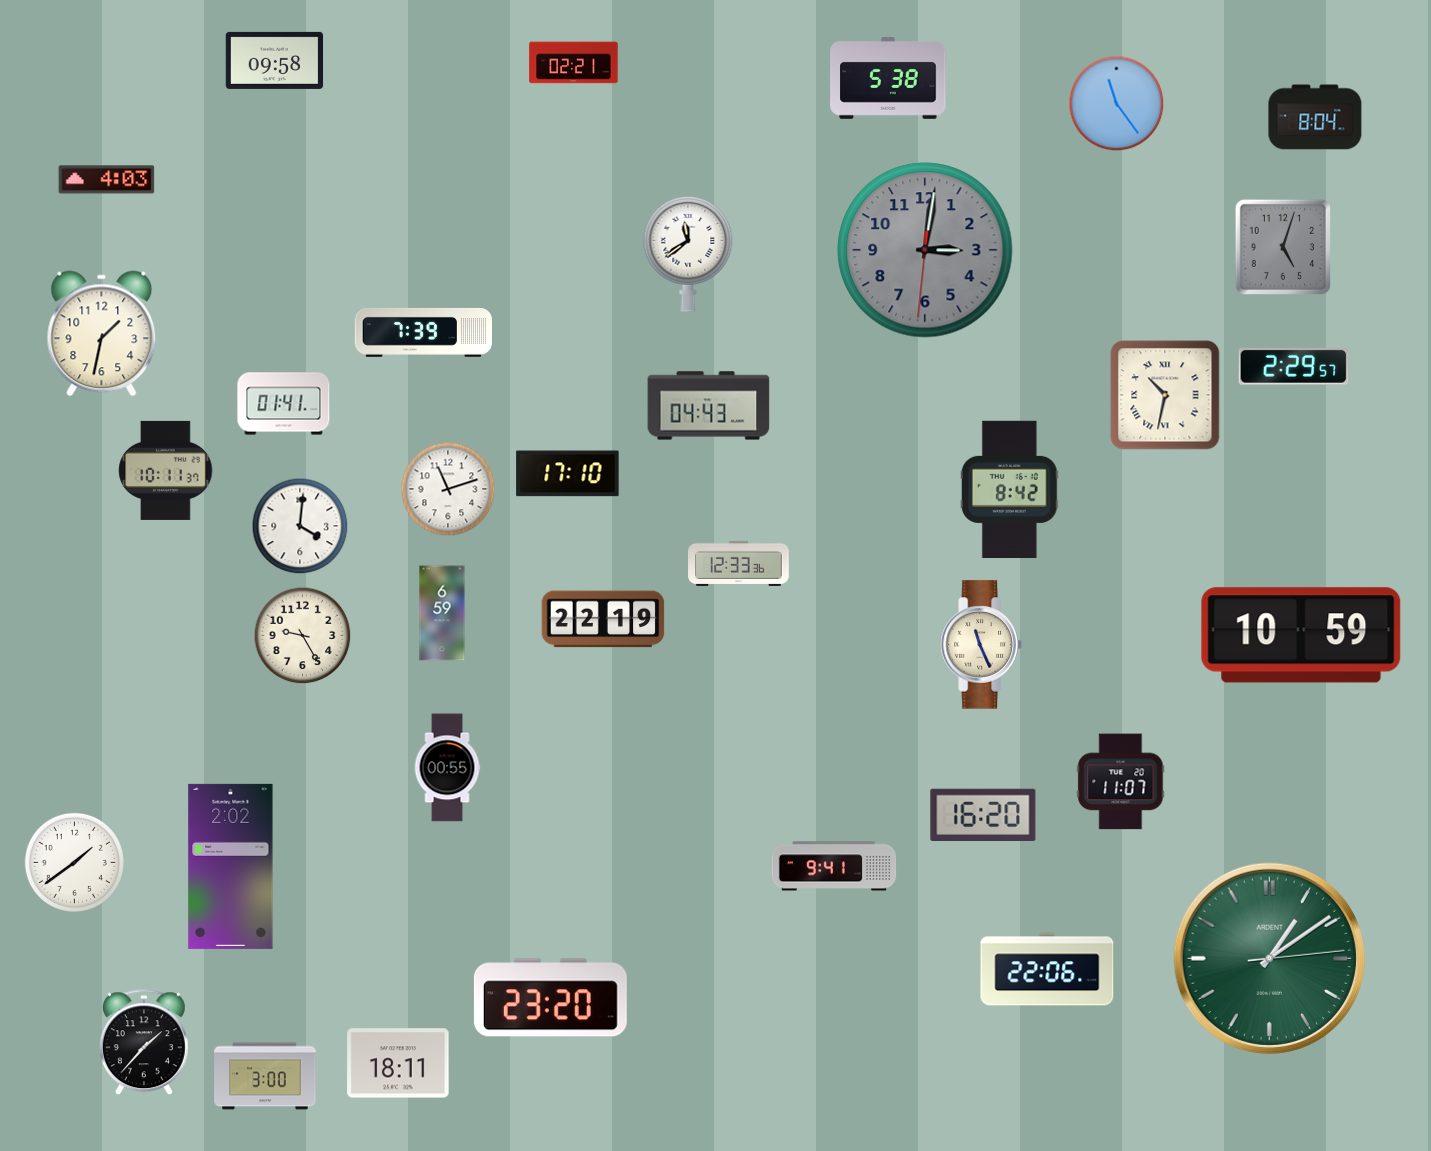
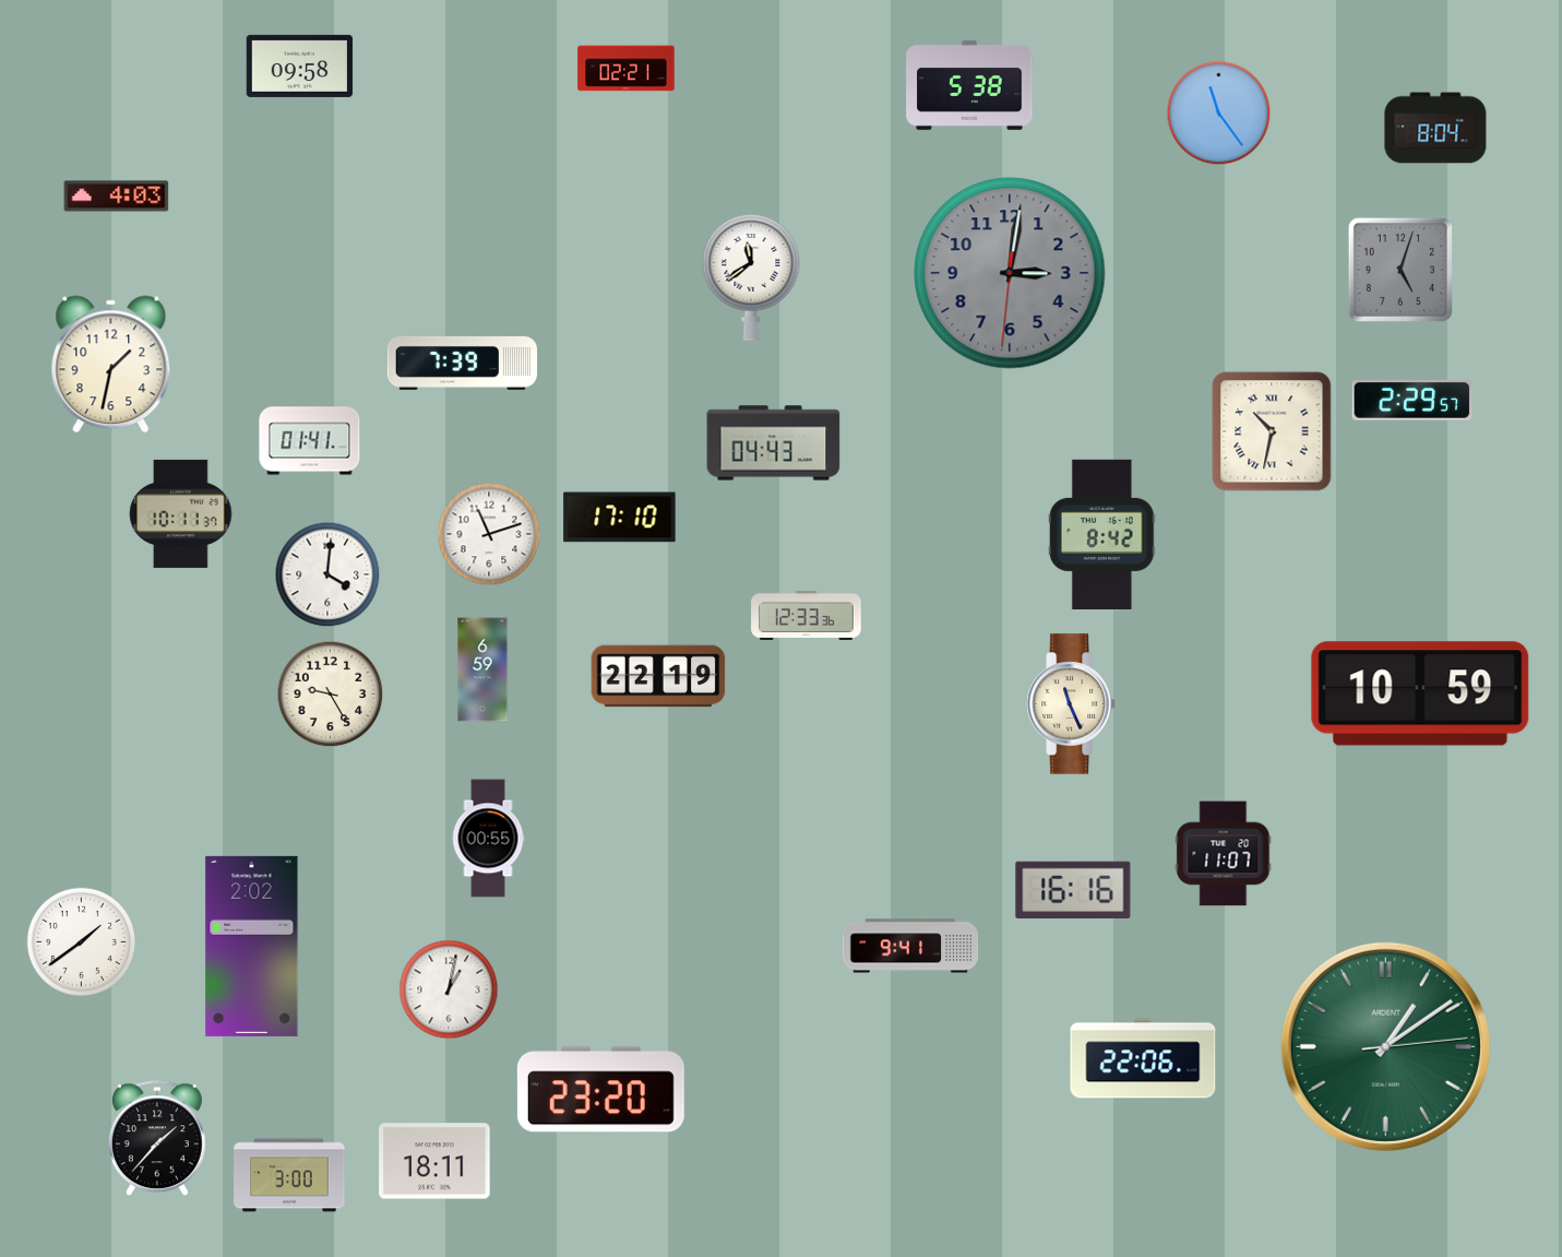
clock at (983, 814): 16:20 -> 16:16
clock at (449, 989): none -> 1:02
